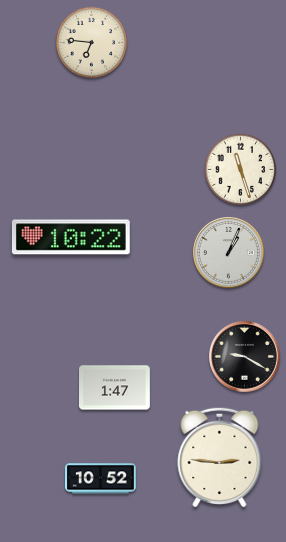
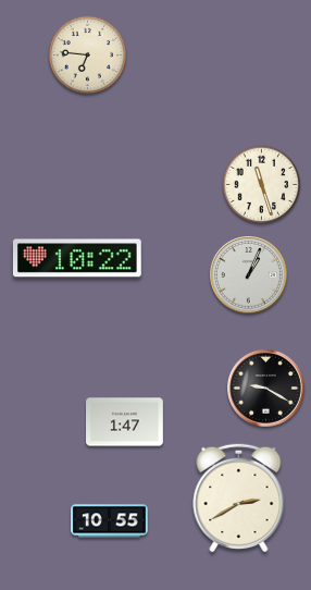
clock at (92, 43) position: (92, 43) -> (88, 56)
clock at (220, 457): 2:46 -> 2:40
clock at (101, 479): 10:52 -> 10:55
